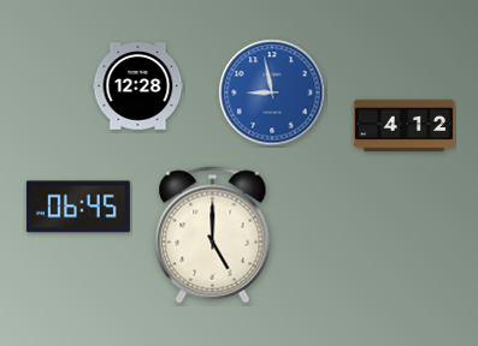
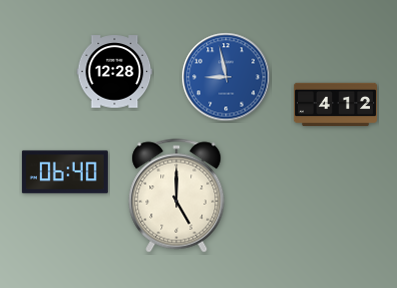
clock at (78, 207): 06:45 -> 06:40
